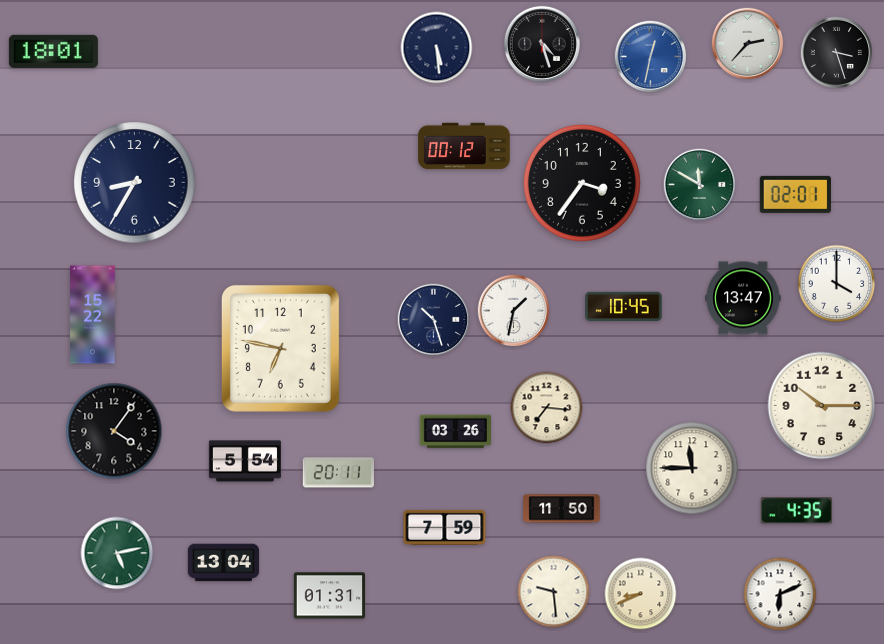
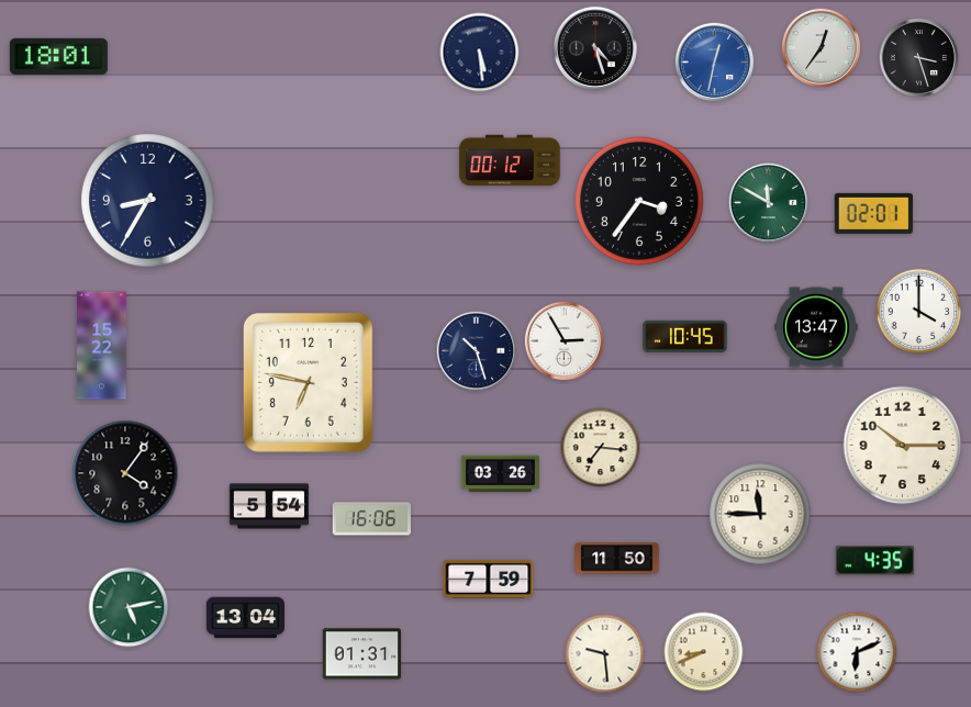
clock at (748, 44): 2:37 -> 12:36
clock at (514, 311): 1:32 -> 2:55
clock at (338, 473): 20:11 -> 16:06
clock at (554, 592) position: (554, 592) -> (605, 654)
